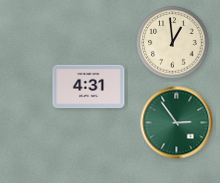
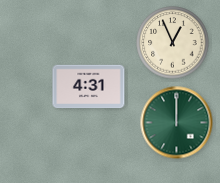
clock at (173, 43): 12:59 -> 12:56
clock at (177, 123): 2:54 -> 12:00
